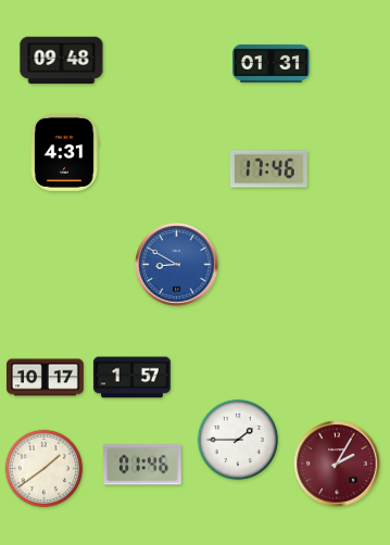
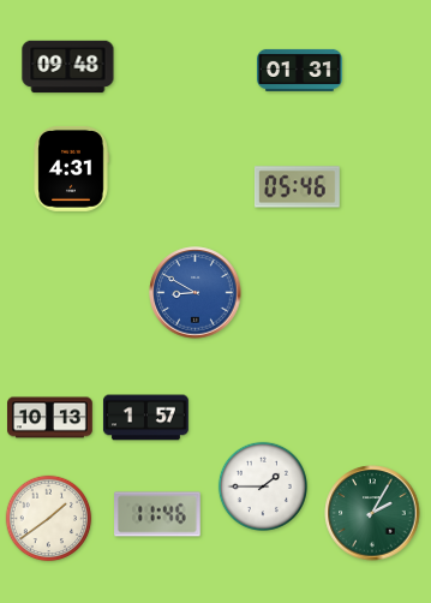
clock at (268, 169): 17:46 -> 05:46
clock at (46, 378): 10:17 -> 10:13
clock at (337, 464) dial: burgundy -> green
clock at (142, 465): 01:46 -> 11:46
